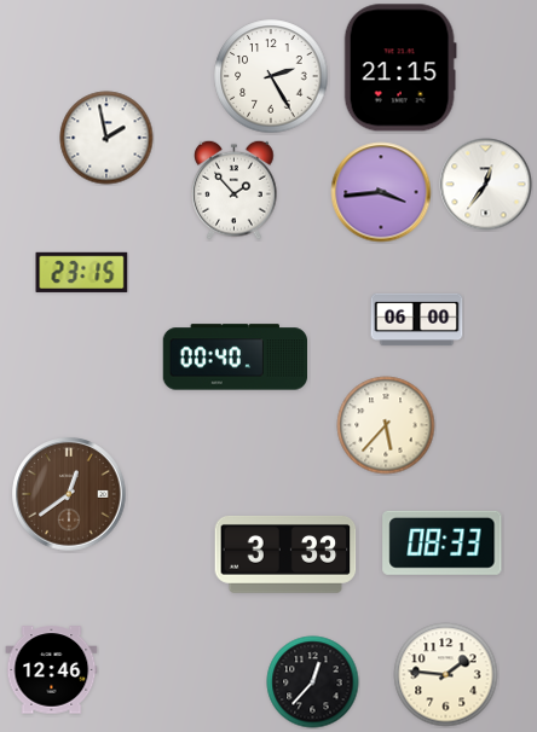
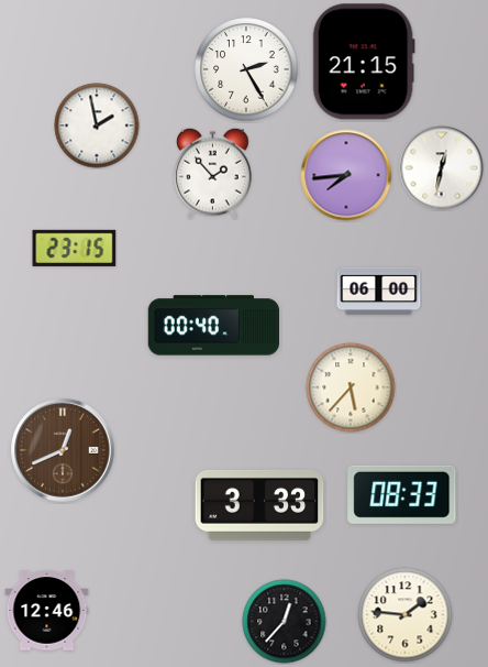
clock at (486, 185): 12:36 -> 12:32
clock at (381, 192): 3:44 -> 7:44
clock at (69, 494): 12:39 -> 12:41
